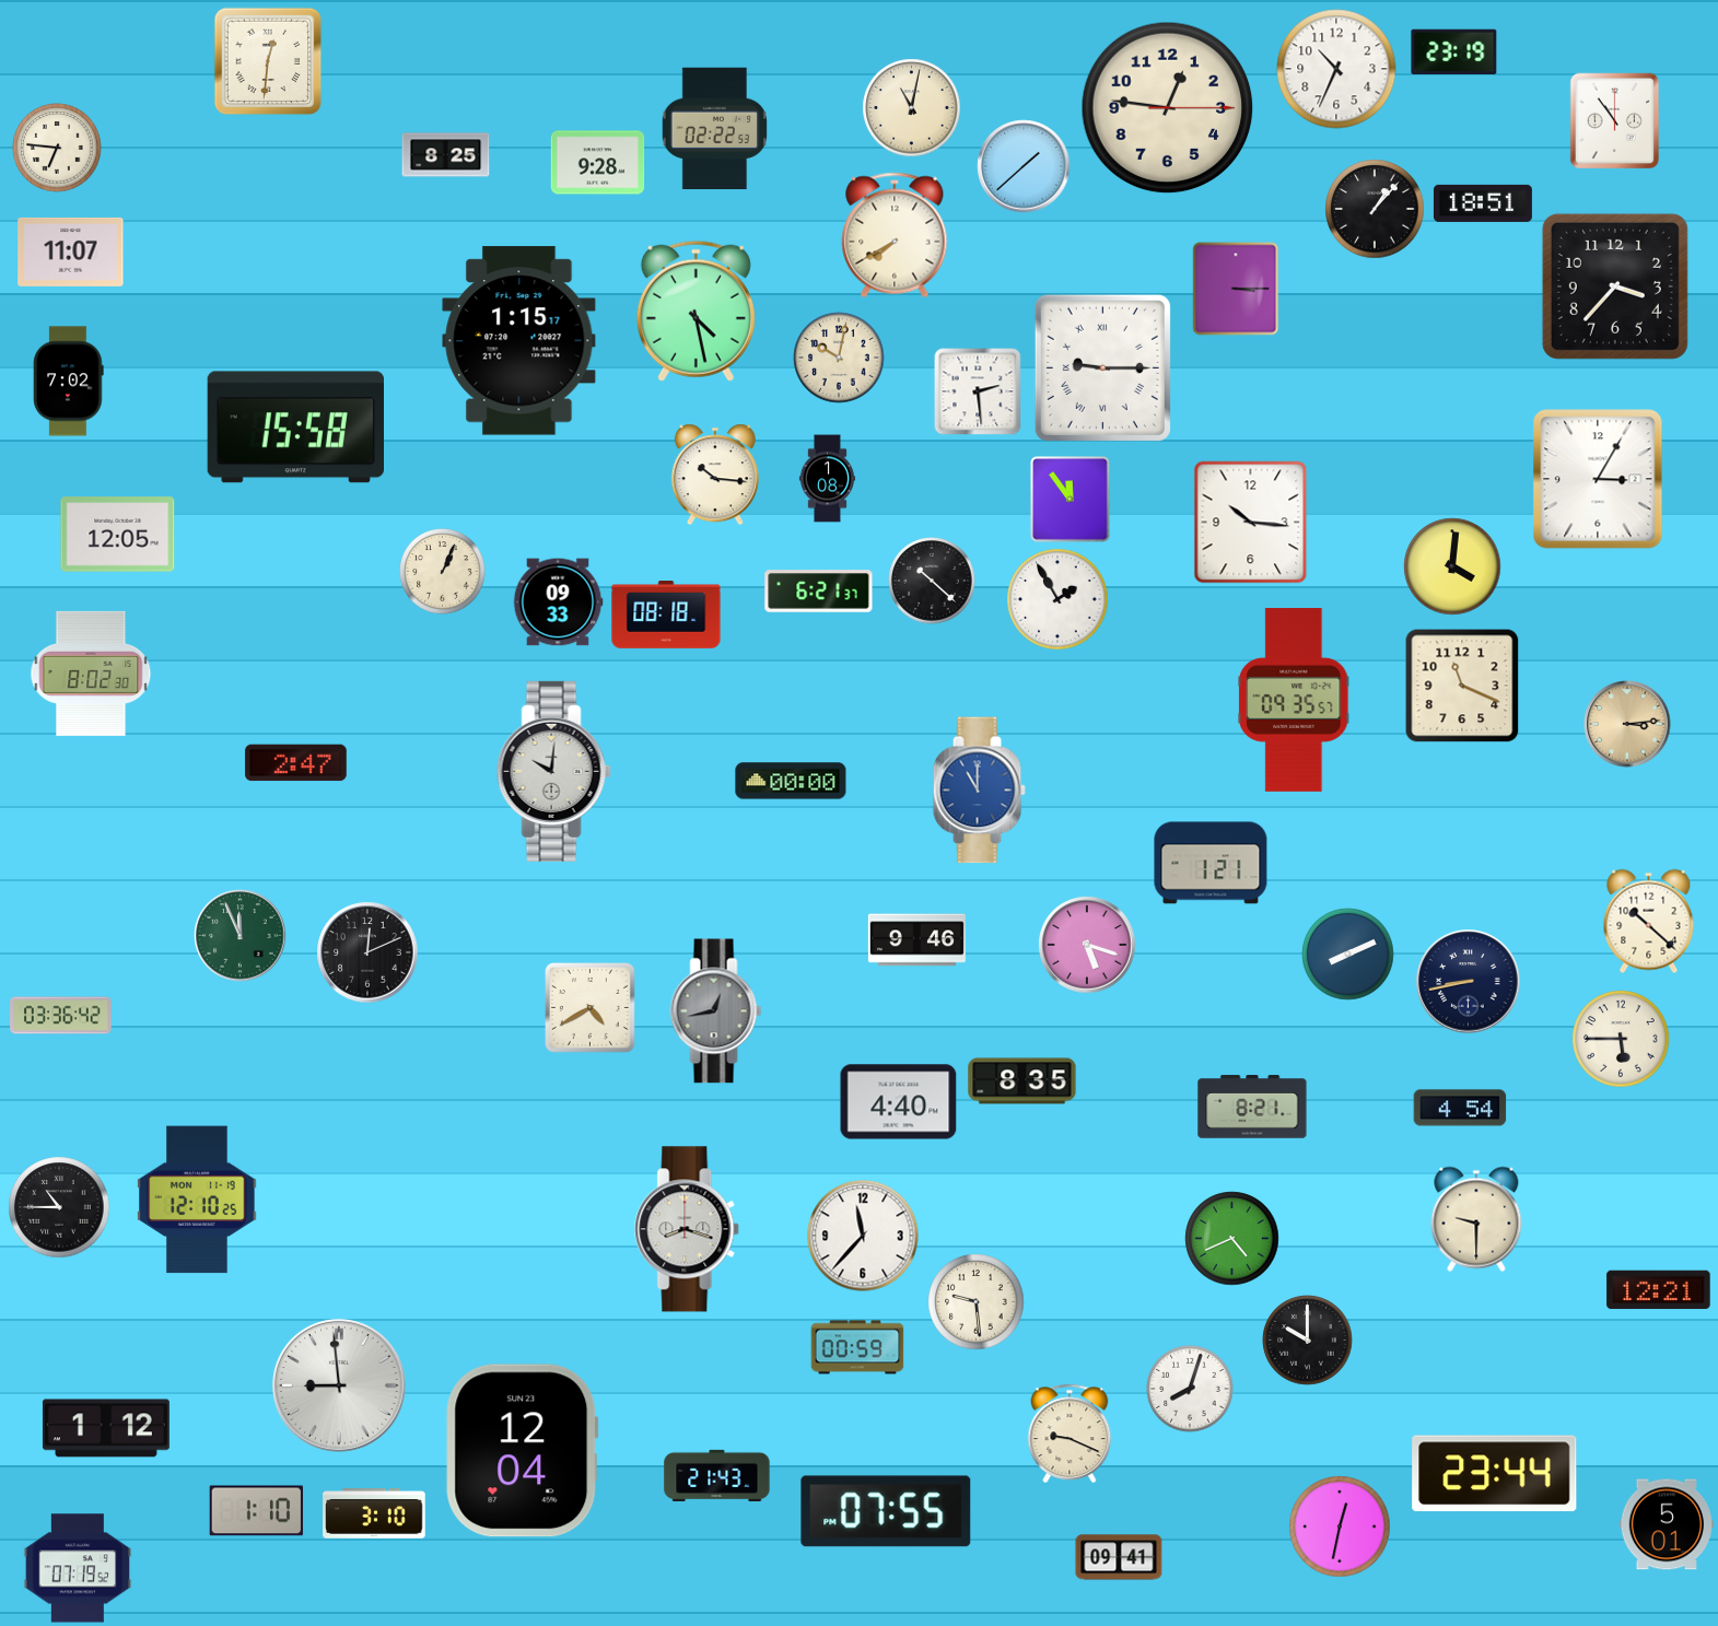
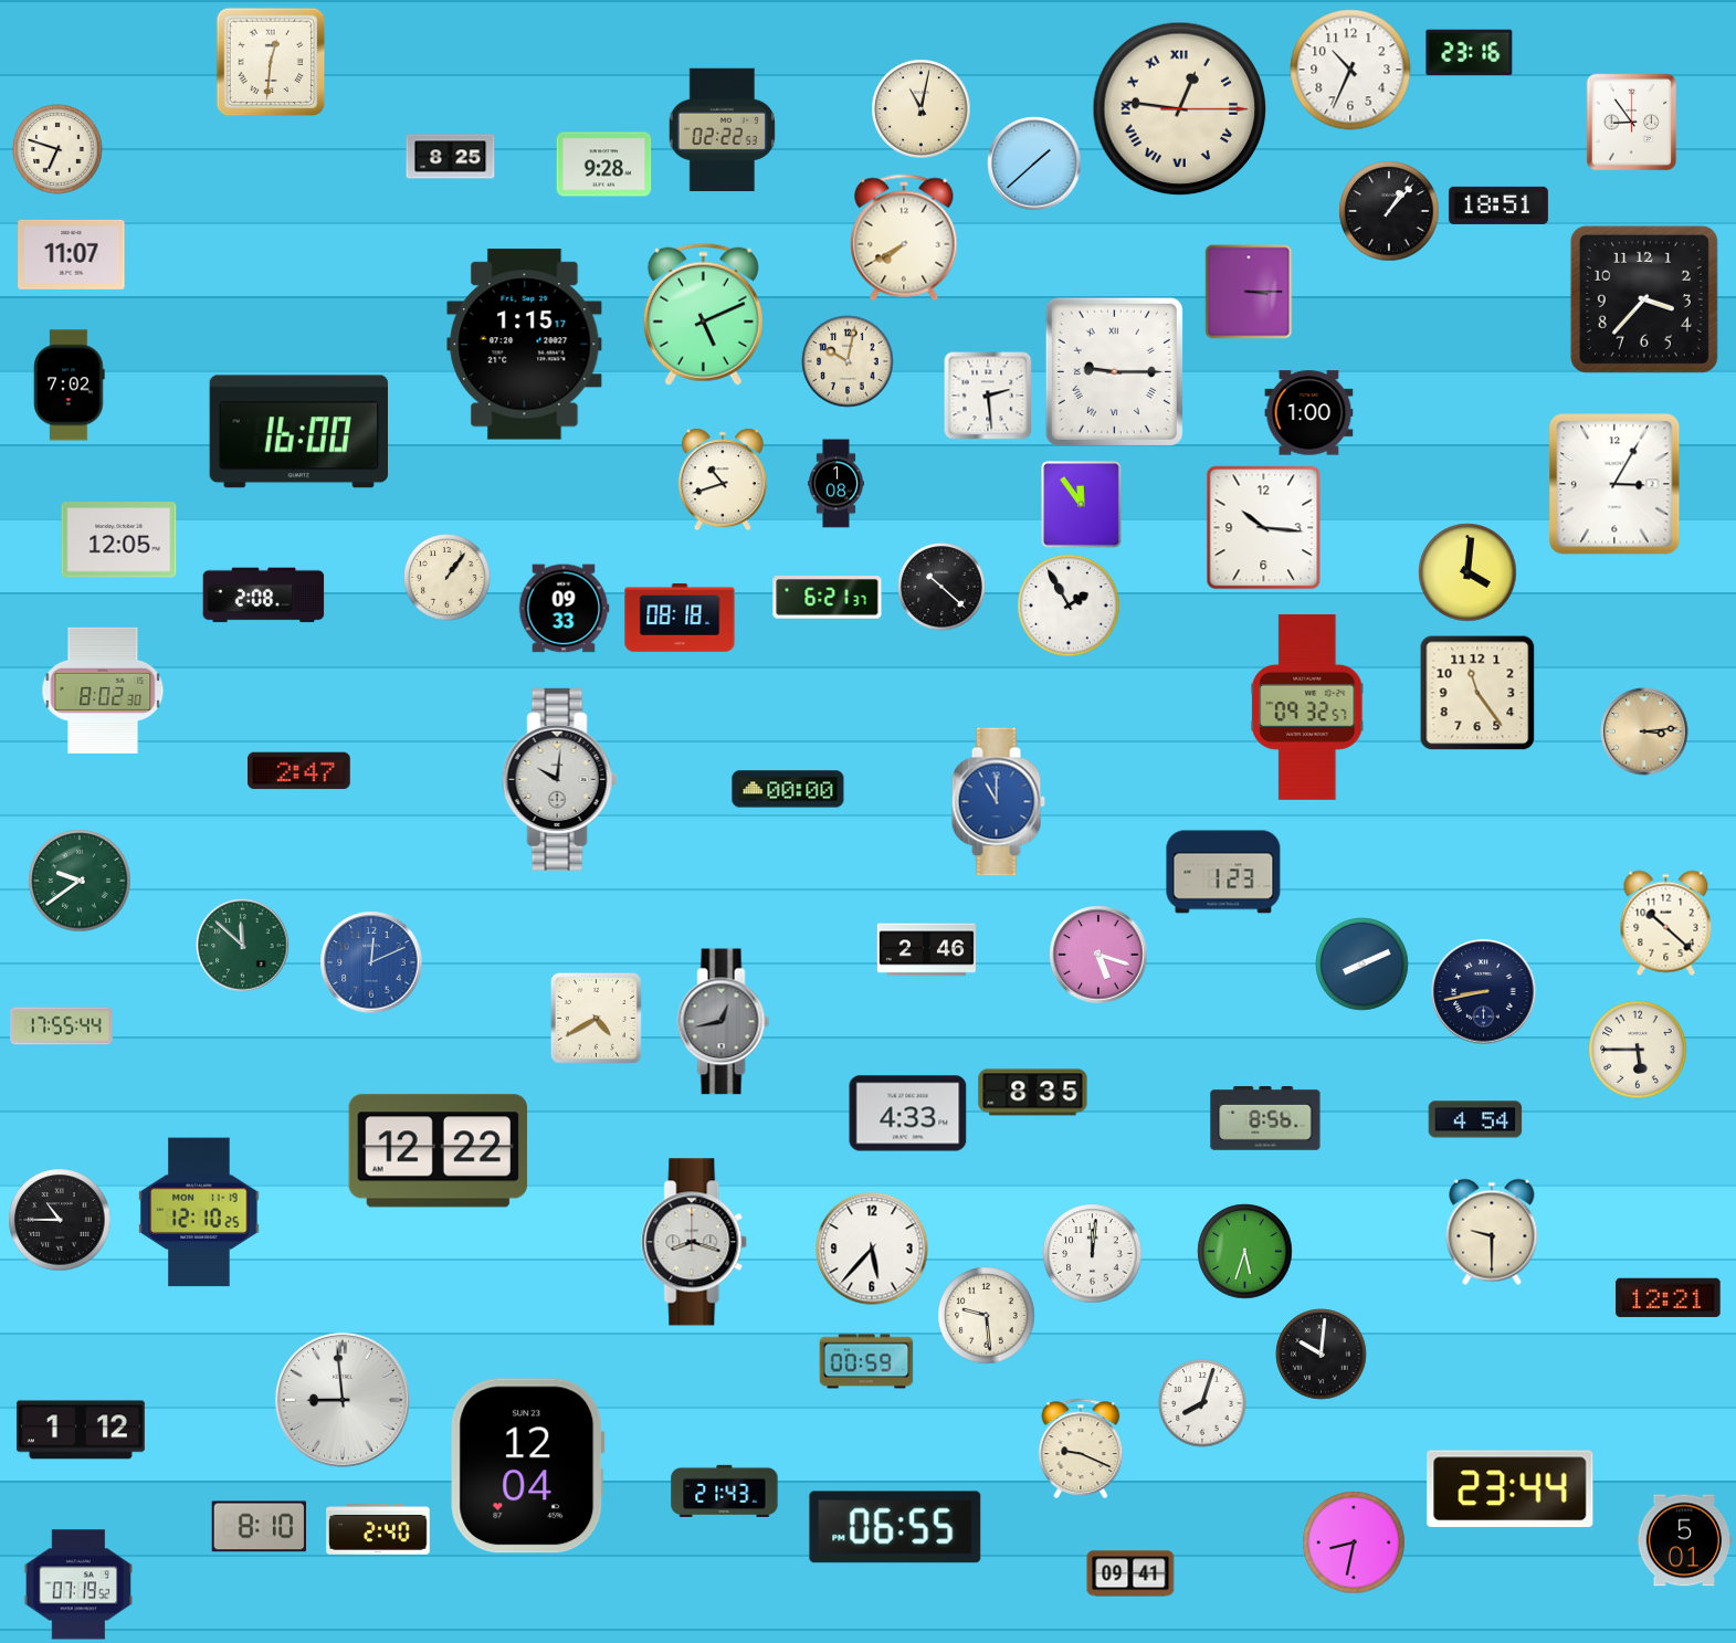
clock at (1454, 51): 23:19 -> 23:16
clock at (1168, 108) numerals: Arabic -> Roman
clock at (1615, 121): 10:54 -> 8:54
clock at (57, 148): 6:46 -> 6:48
clock at (1024, 166) position: (1024, 166) -> (1034, 164)
clock at (1615, 286) position: (1615, 286) -> (1644, 299)
clock at (696, 311): 4:28 -> 5:11
clock at (1309, 413): none -> 1:00
clock at (295, 428): 15:58 -> 16:00
clock at (715, 475): 10:16 -> 10:42
clock at (443, 572): 1:04 -> 1:06
clock at (264, 596): none -> 2:08
clock at (666, 616) position: (666, 616) -> (680, 619)
clock at (91, 674) position: (91, 674) -> (103, 691)
clock at (1462, 686): 11:19 -> 11:24
clock at (1295, 700): 09:35 -> 09:32
clock at (791, 781) position: (791, 781) -> (788, 789)
clock at (979, 791) position: (979, 791) -> (998, 802)
clock at (1211, 863): 1:21 -> 1:23
clock at (80, 881): none -> 9:39
clock at (1649, 922) position: (1649, 922) -> (1666, 924)
clock at (241, 936): 11:56 -> 11:52
clock at (916, 940): 9:46 -> 2:46
clock at (367, 952) dial: black -> blue
clock at (61, 1016): 03:36 -> 17:55
clock at (899, 1102): 4:40 -> 4:33
clock at (1252, 1107): 8:21 -> 8:56
clock at (438, 1151): none -> 12:22
clock at (863, 1236): 11:37 -> 5:37
clock at (1232, 1239): 4:41 -> 5:33
clock at (1093, 1254): none -> 12:01
clock at (1659, 1290) position: (1659, 1290) -> (1669, 1298)
clock at (1308, 1341): 10:00 -> 10:01
clock at (106, 1428) position: (106, 1428) -> (81, 1430)
clock at (256, 1511): 1:10 -> 8:10
clock at (886, 1511): 07:55 -> 06:55
clock at (374, 1514): 3:10 -> 2:40
clock at (1340, 1526): 12:32 -> 8:32
